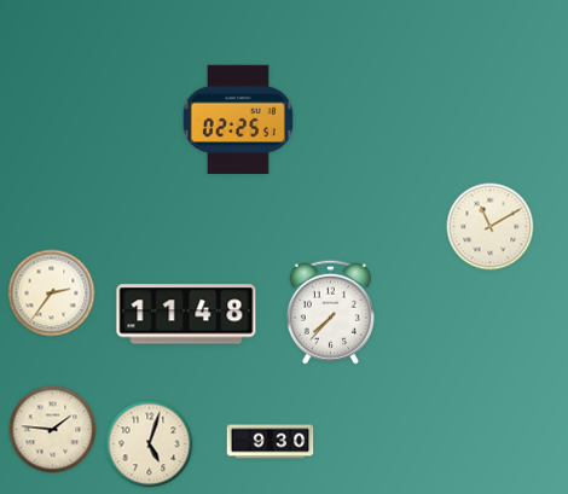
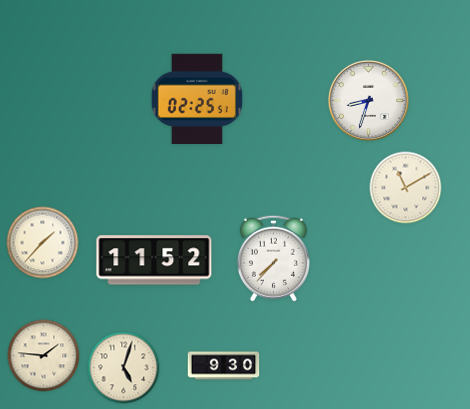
clock at (368, 100): none -> 8:33
clock at (52, 294): 2:36 -> 1:37
clock at (186, 314): 11:48 -> 11:52
